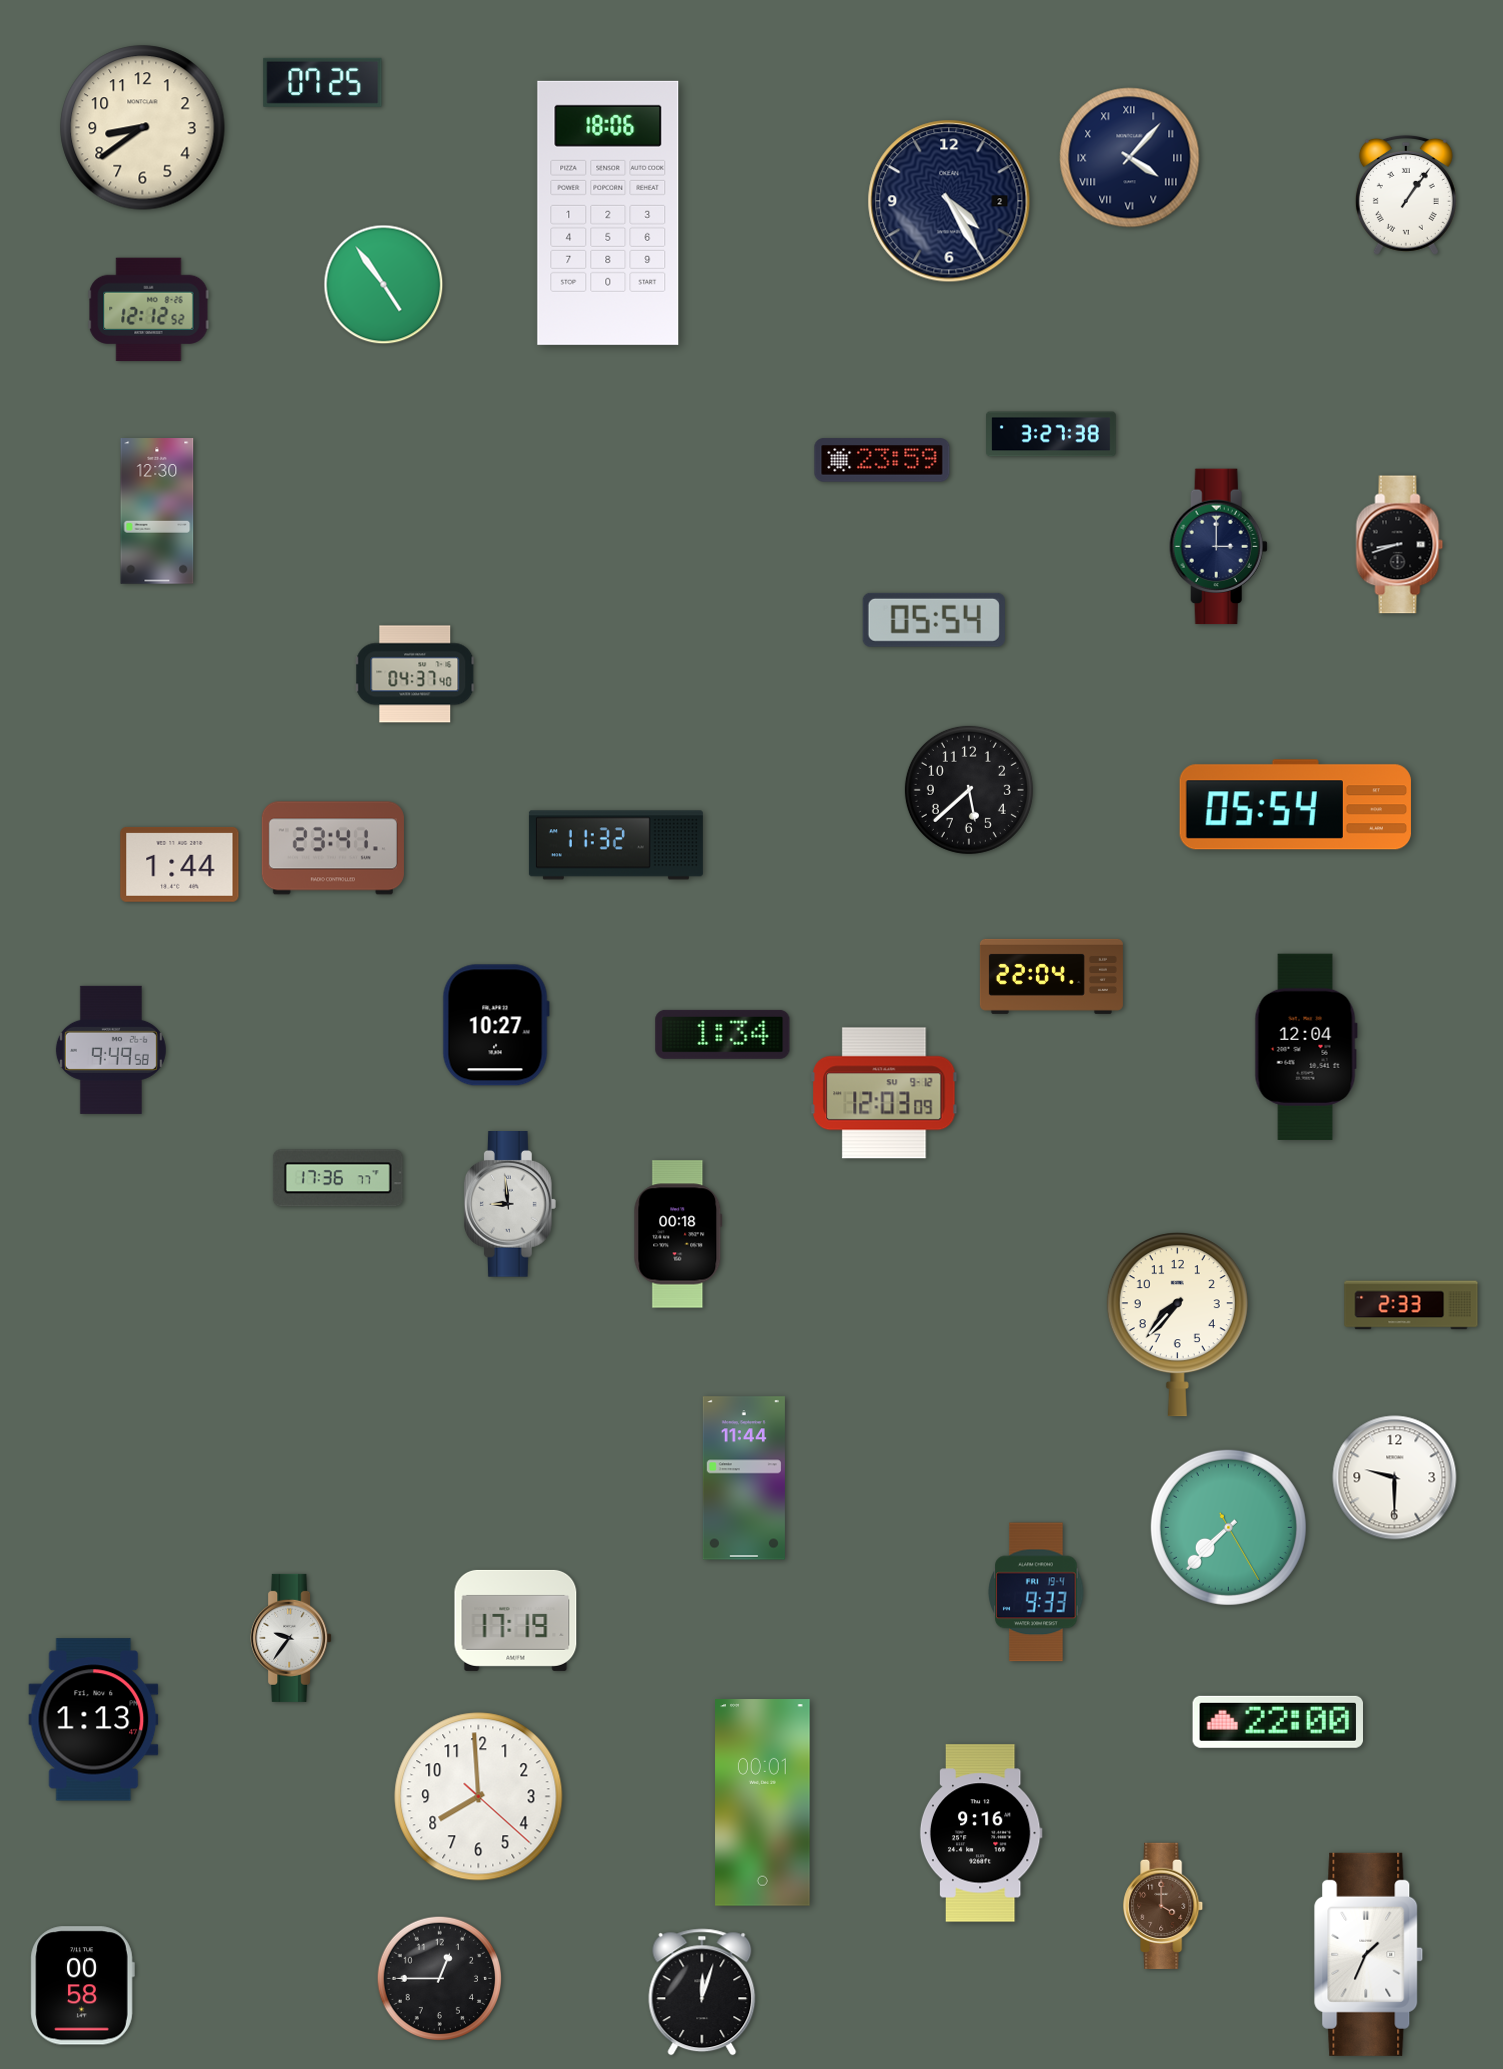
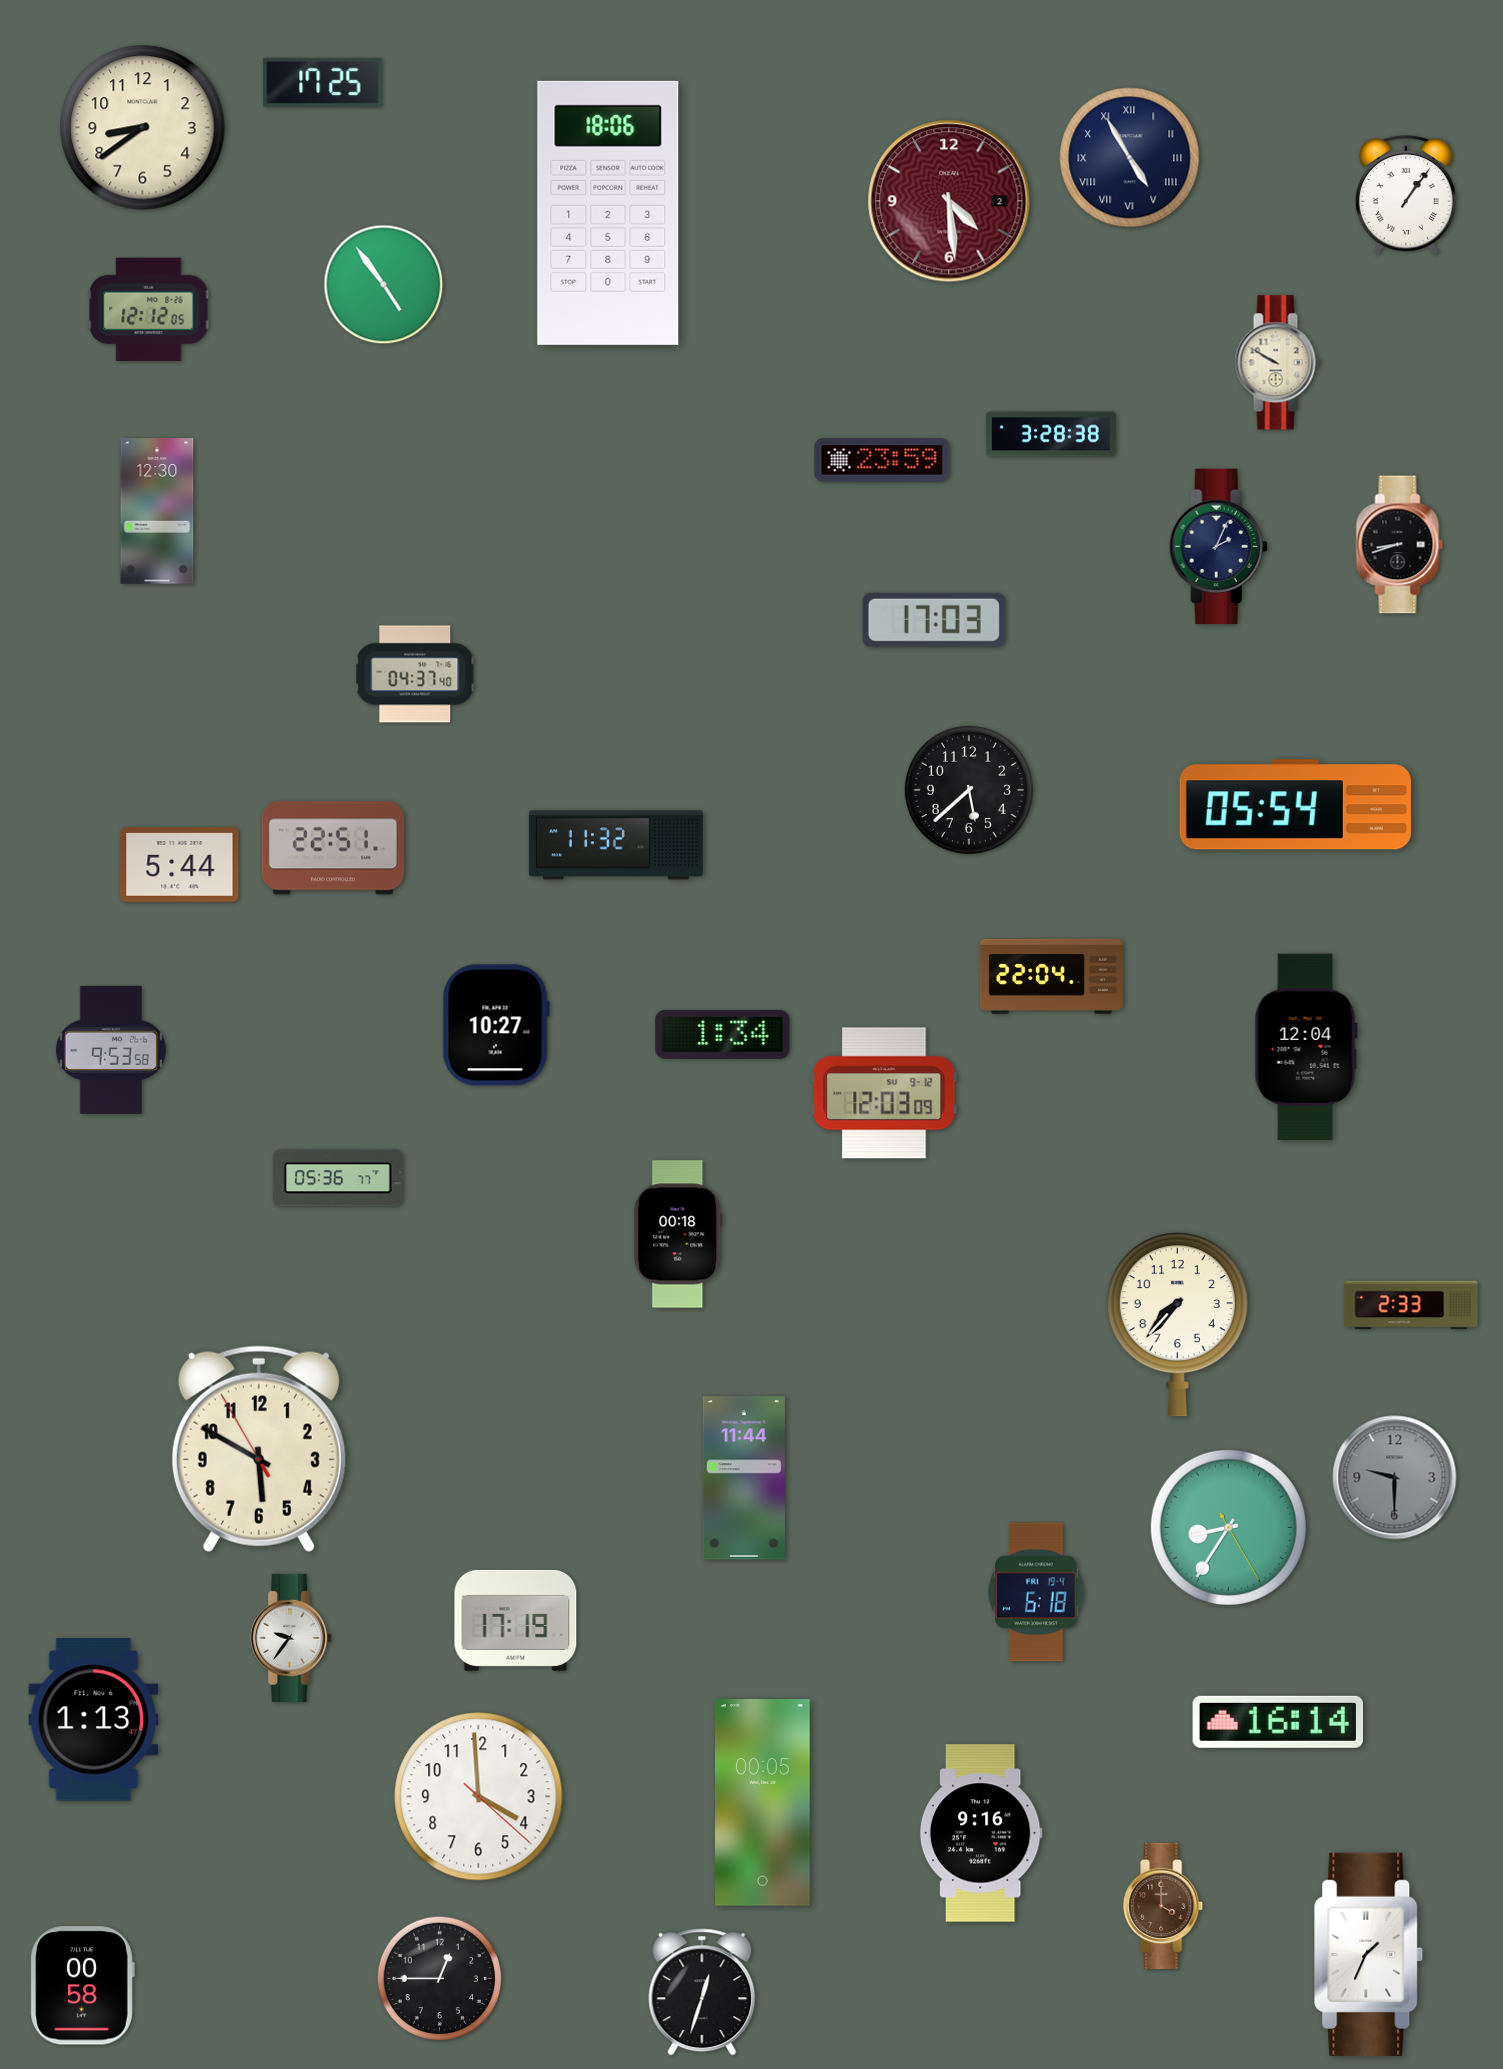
clock at (323, 82): 07:25 -> 17:25
clock at (1130, 158): 4:07 -> 4:55
clock at (949, 201): 4:25 -> 4:29
clock at (949, 201) dial: navy -> burgundy
clock at (149, 310): 12:12:52 -> 12:12:05
clock at (1277, 363): none -> 9:50
clock at (1052, 434): 3:27 -> 3:28
clock at (1218, 547): 3:00 -> 2:04
clock at (934, 620): 05:54 -> 17:03
clock at (333, 848): 23:41 -> 22:51
clock at (180, 864): 1:44 -> 5:44
clock at (111, 1050): 9:49 -> 9:53
clock at (338, 1178): 17:36 -> 05:36
clock at (510, 1204): 8:59 -> none
clock at (259, 1449): none -> 5:49
clock at (1395, 1478) dial: white -> grey
clock at (1228, 1527): 7:37 -> 8:35
clock at (1036, 1592): 9:33 -> 6:18
clock at (1277, 1722): 22:00 -> 16:14
clock at (479, 1797): 7:59 -> 3:59
clock at (763, 1803): 00:01 -> 00:05
clock at (702, 1992): 12:03 -> 12:33
